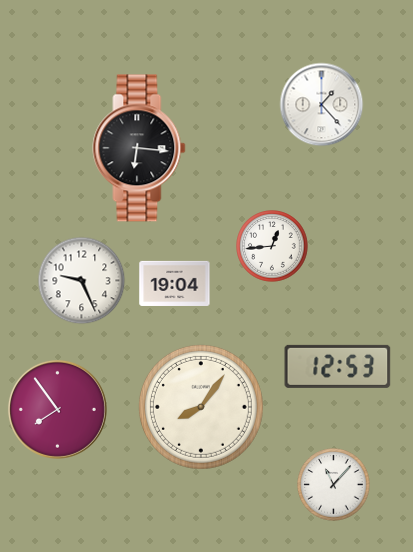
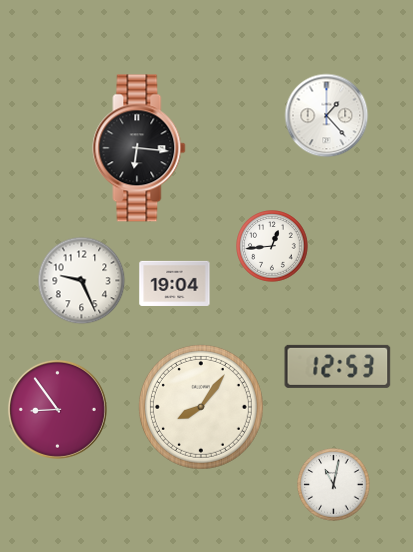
clock at (322, 105) position: (322, 105) -> (327, 116)
clock at (57, 409): 7:54 -> 8:54
clock at (334, 485): 11:07 -> 11:02
